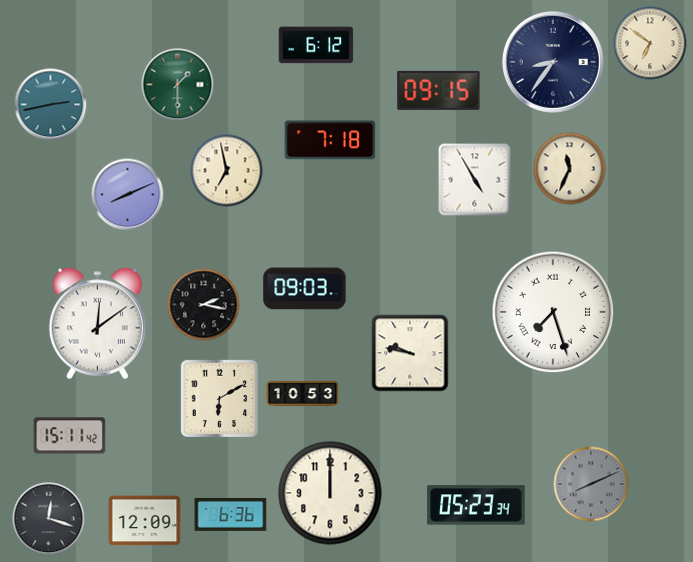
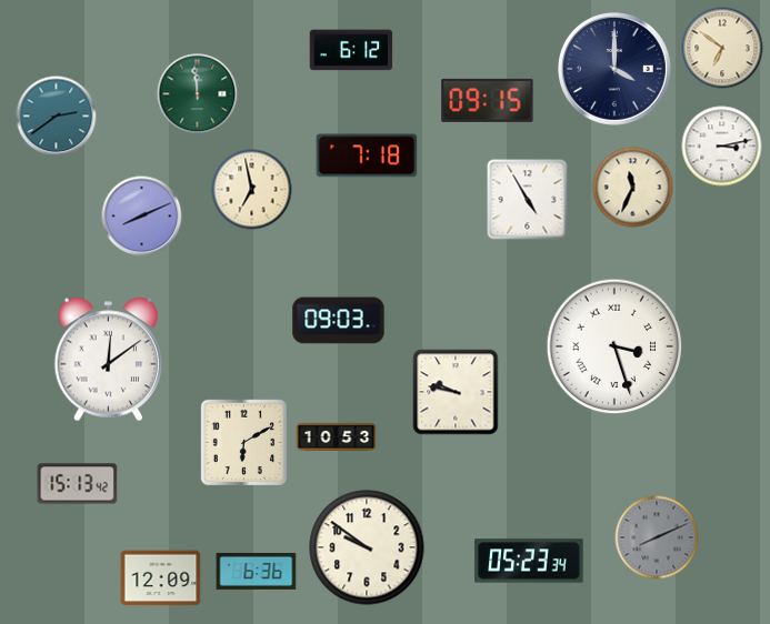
clock at (554, 63): 8:36 -> 4:00
clock at (178, 85): 1:30 -> 11:59
clock at (51, 105): 2:43 -> 2:39
clock at (722, 147): none -> 3:13
clock at (204, 305): 2:17 -> none
clock at (553, 312): 7:27 -> 3:27
clock at (70, 436): 15:11 -> 15:13
clock at (330, 493): 12:00 -> 9:51
clock at (49, 519): 12:18 -> none
